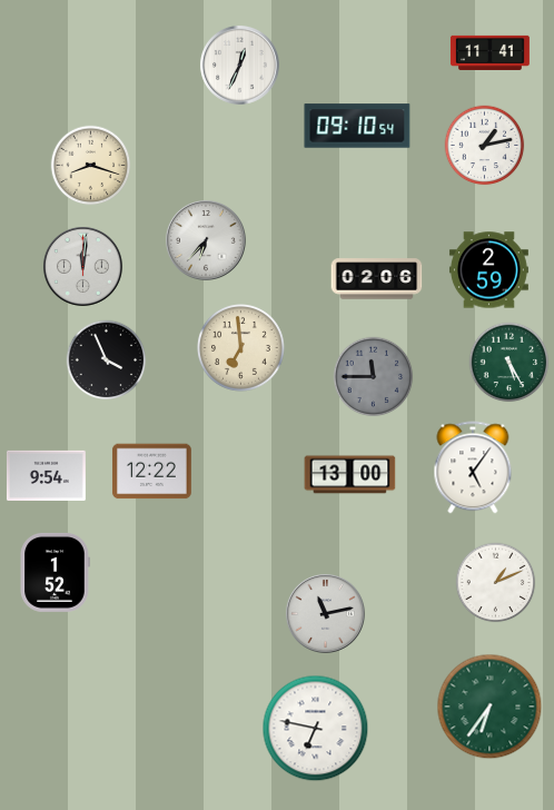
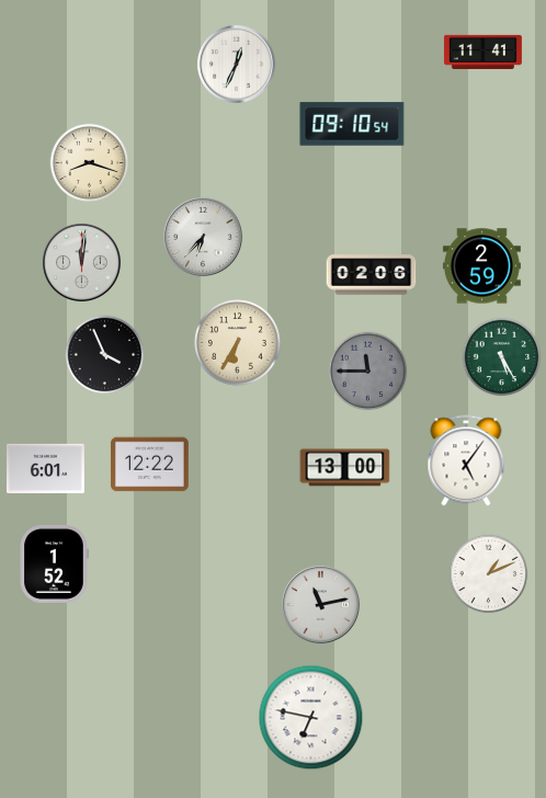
clock at (485, 146): 1:13 -> none
clock at (241, 348): 6:59 -> 6:35
clock at (46, 475): 9:54 -> 6:01
clock at (489, 707): 6:36 -> none
